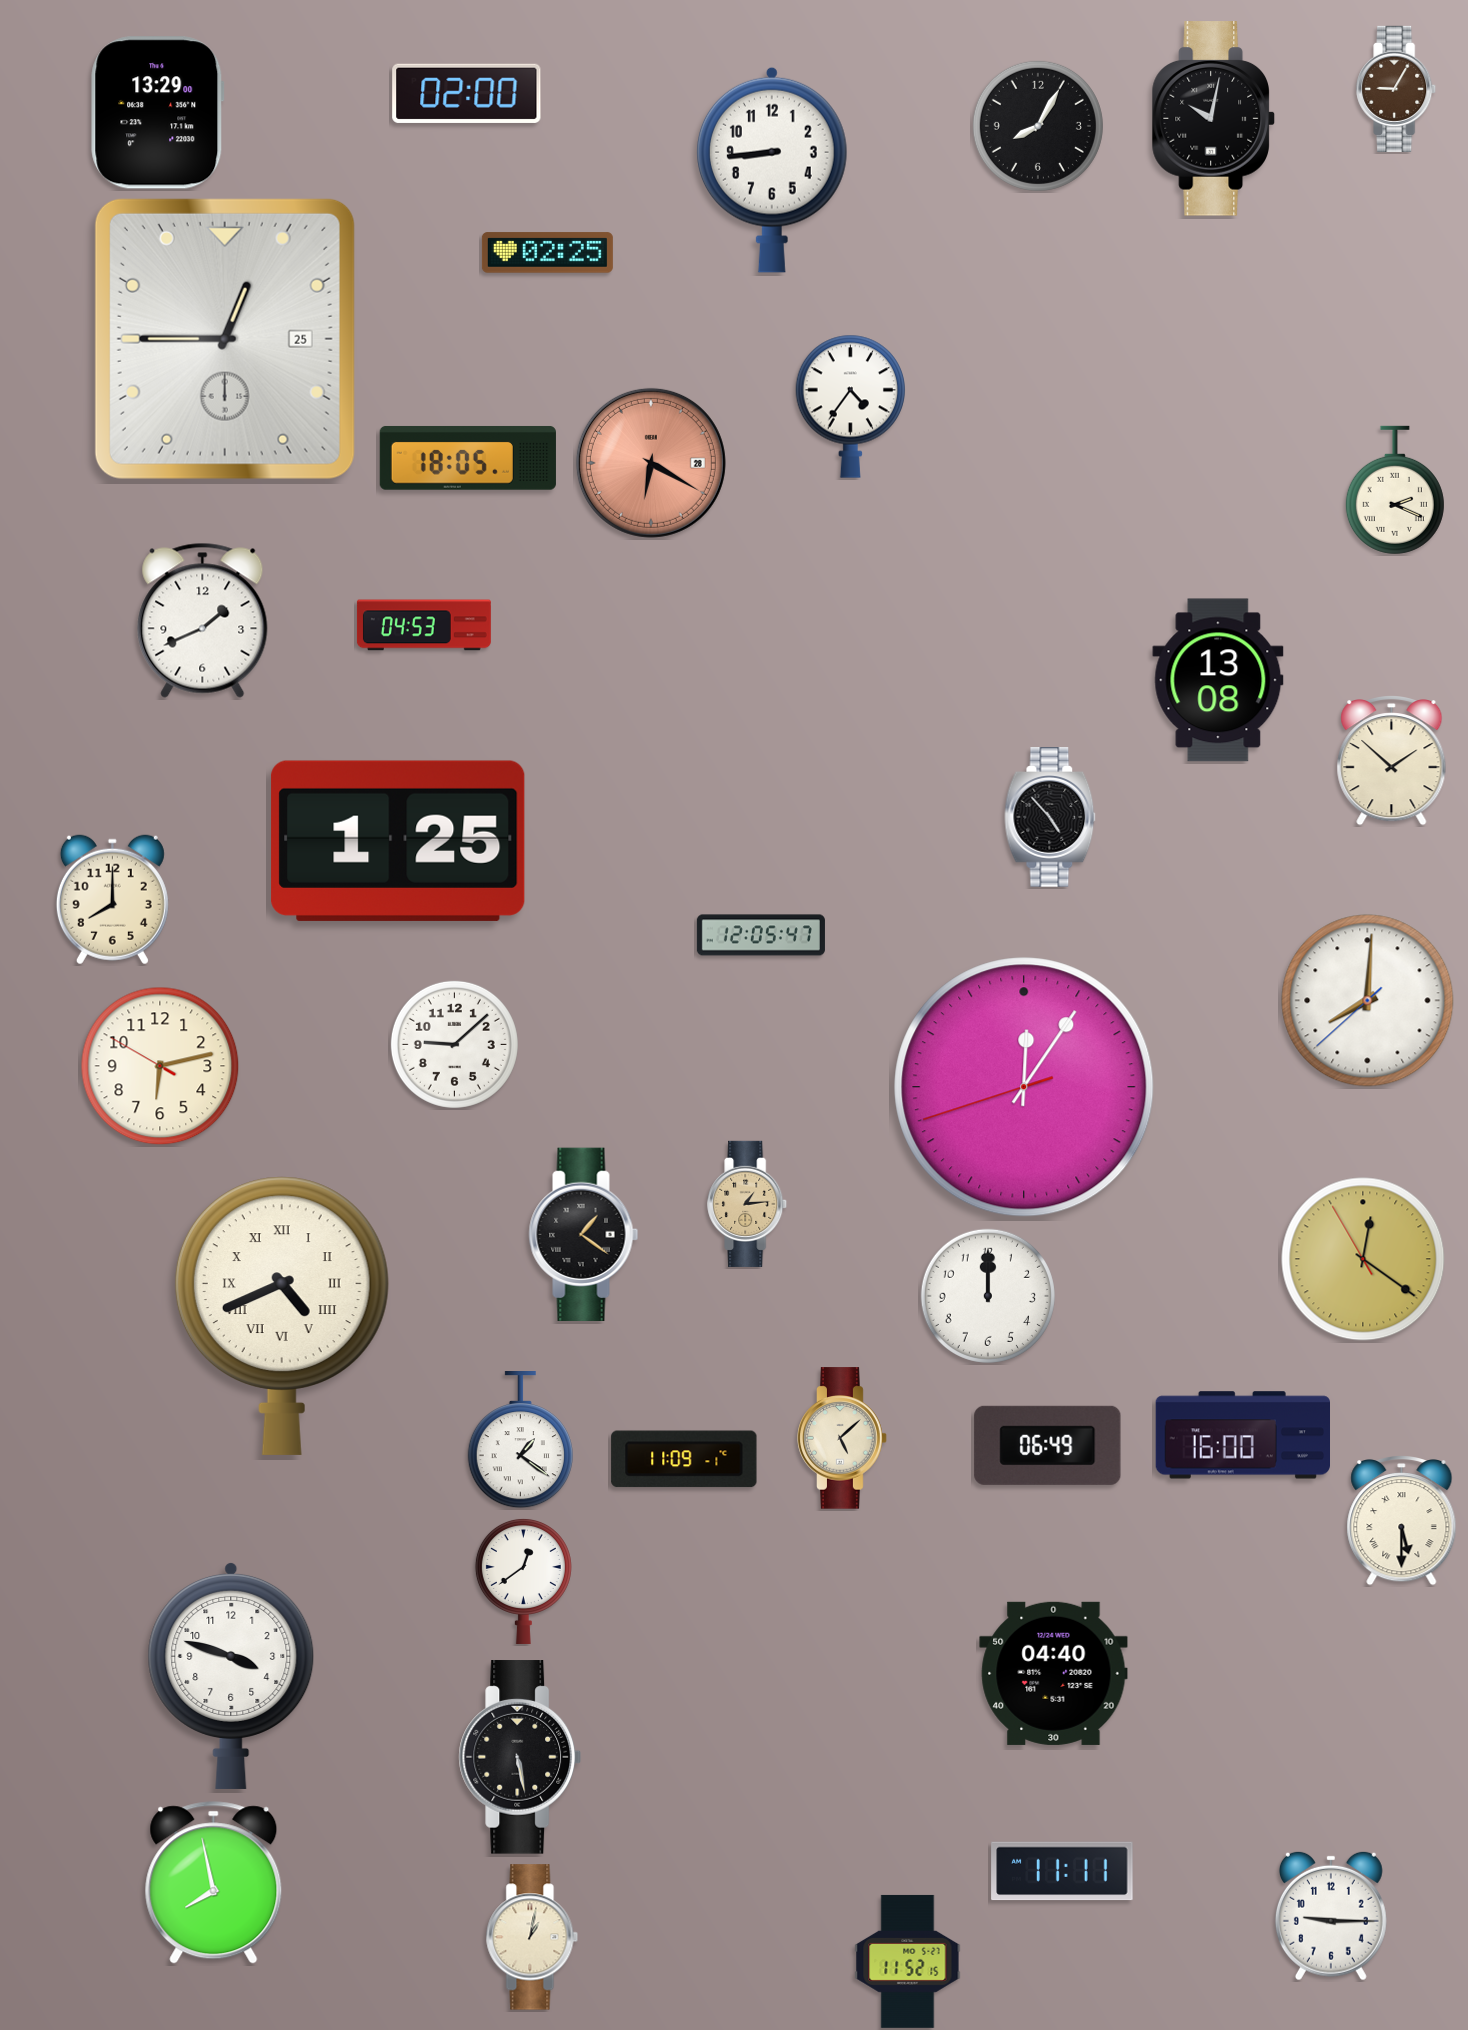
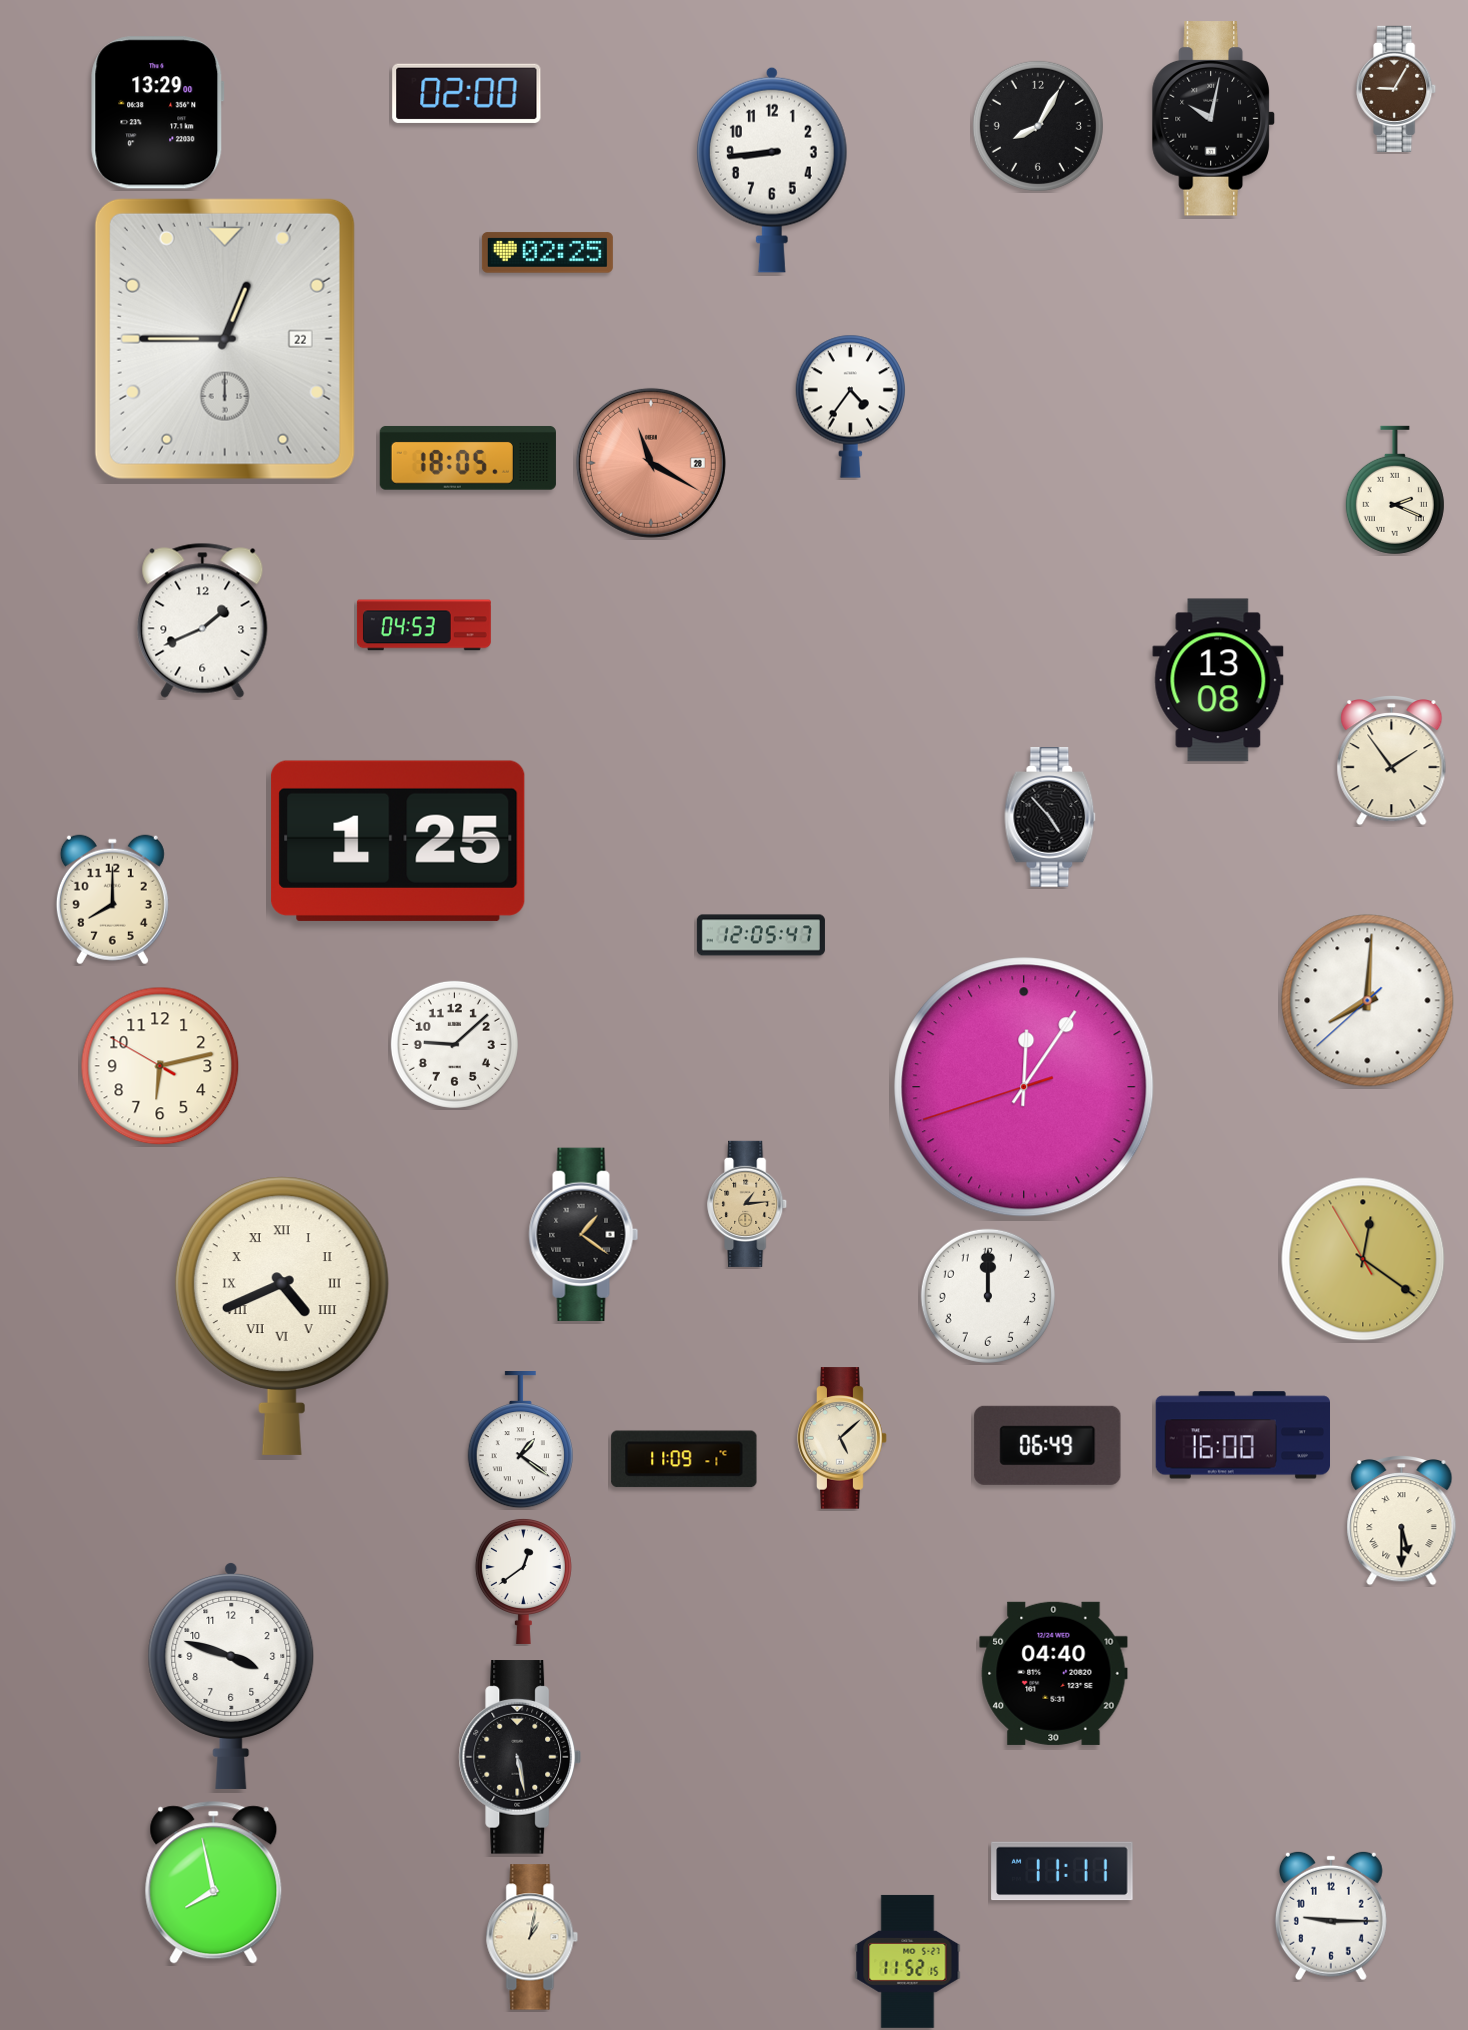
clock at (225, 339) date: 25 -> 22
clock at (651, 463): 6:20 -> 11:20
clock at (1392, 761): 1:52 -> 1:54
